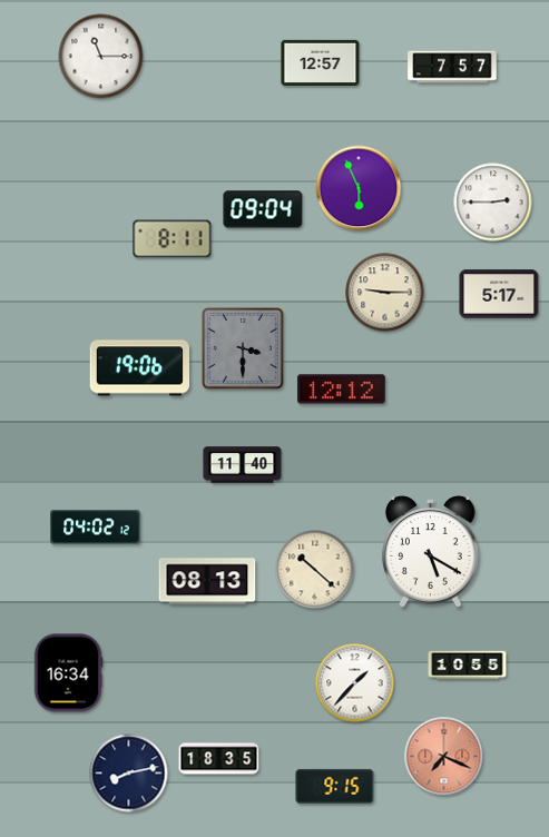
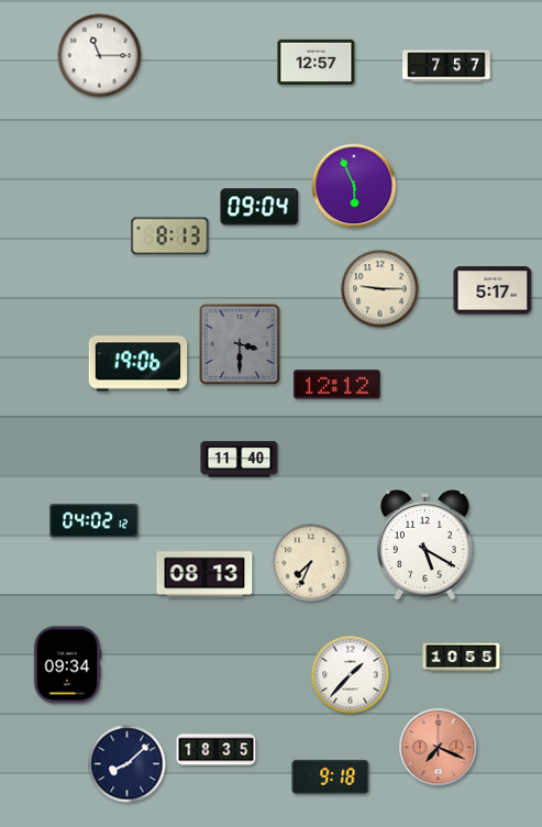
clock at (493, 203): 2:45 -> none
clock at (173, 239): 8:11 -> 8:13
clock at (315, 570): 10:22 -> 7:34
clock at (68, 673): 16:34 -> 09:34
clock at (129, 774): 8:13 -> 8:08
clock at (335, 786): 9:15 -> 9:18
